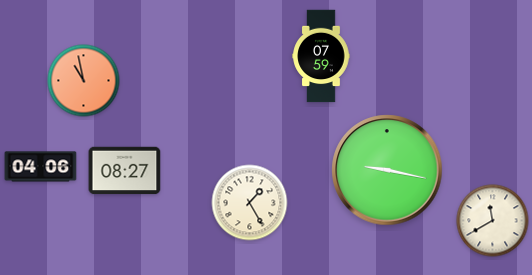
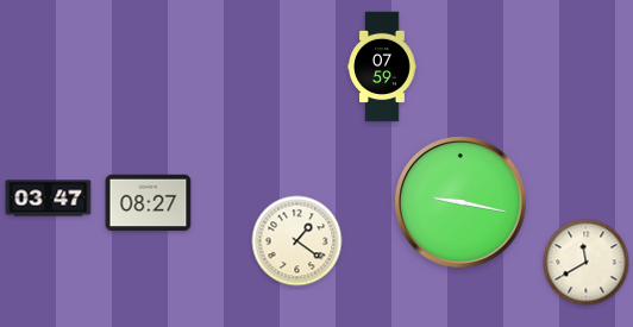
clock at (84, 81): 10:58 -> none
clock at (41, 167): 04:06 -> 03:47
clock at (250, 203): 1:25 -> 1:21
